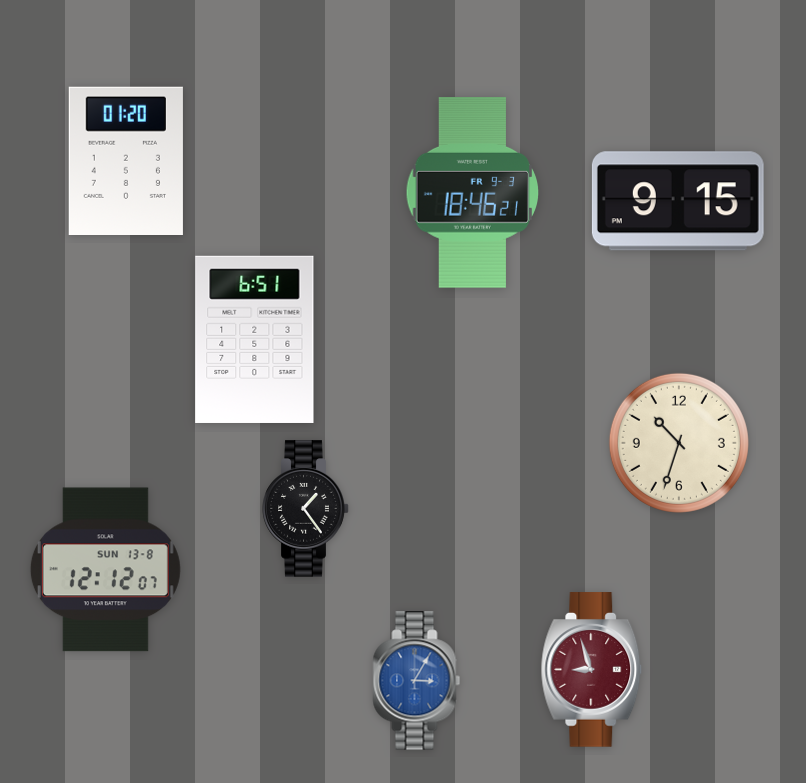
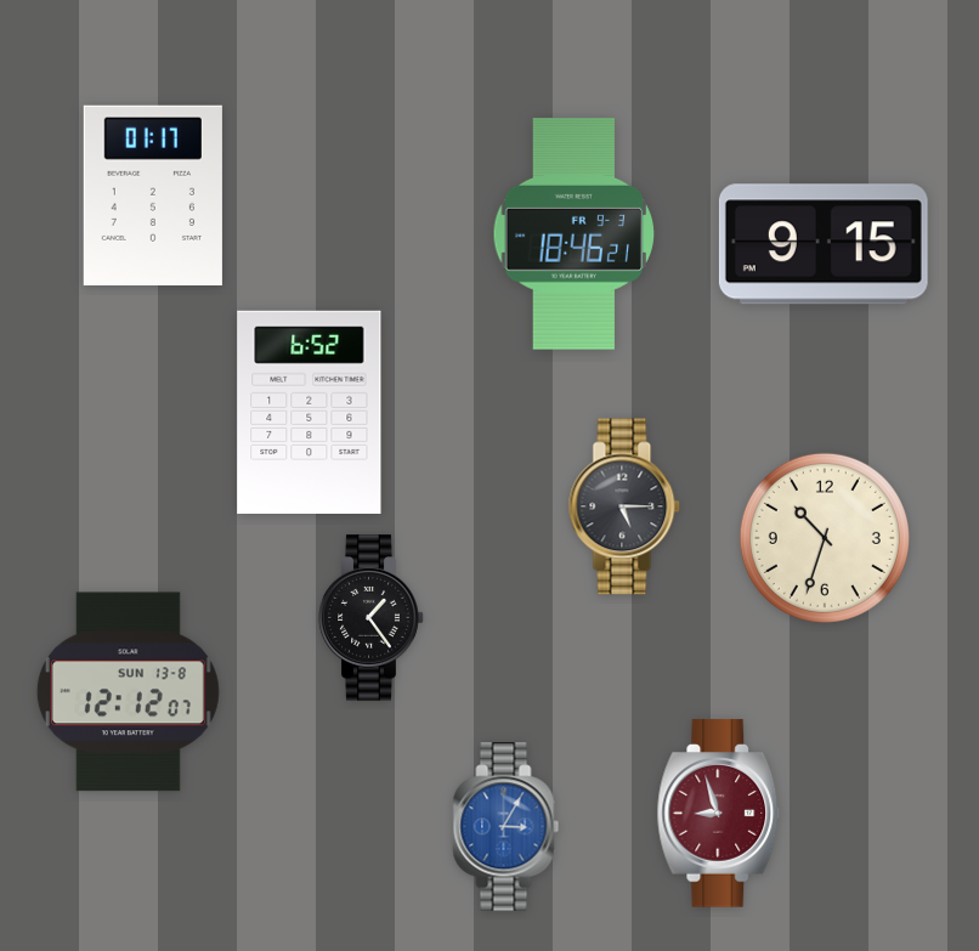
clock at (126, 160): 01:20 -> 01:17
clock at (255, 339): 6:51 -> 6:52
clock at (624, 506): none -> 5:15
